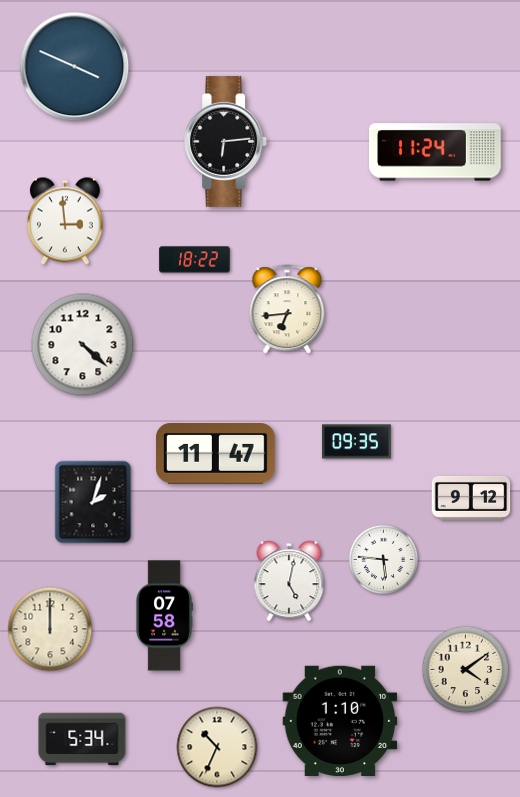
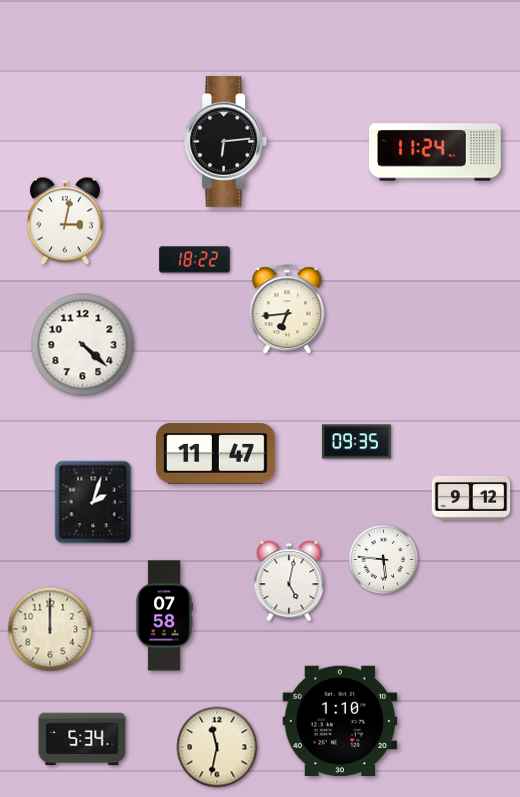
clock at (75, 67): 3:49 -> none
clock at (65, 221): 2:59 -> 3:02
clock at (466, 670): 4:09 -> none
clock at (217, 747): 10:34 -> 11:32
